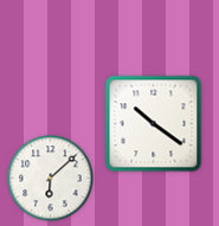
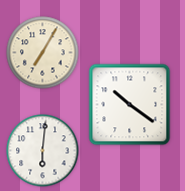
clock at (43, 53): none -> 7:05
clock at (51, 179): 6:08 -> 6:01
